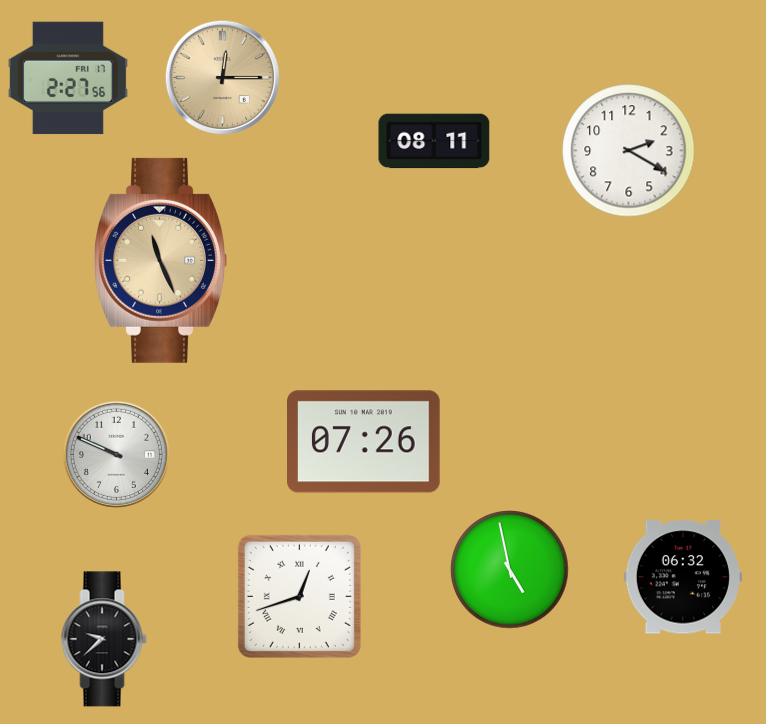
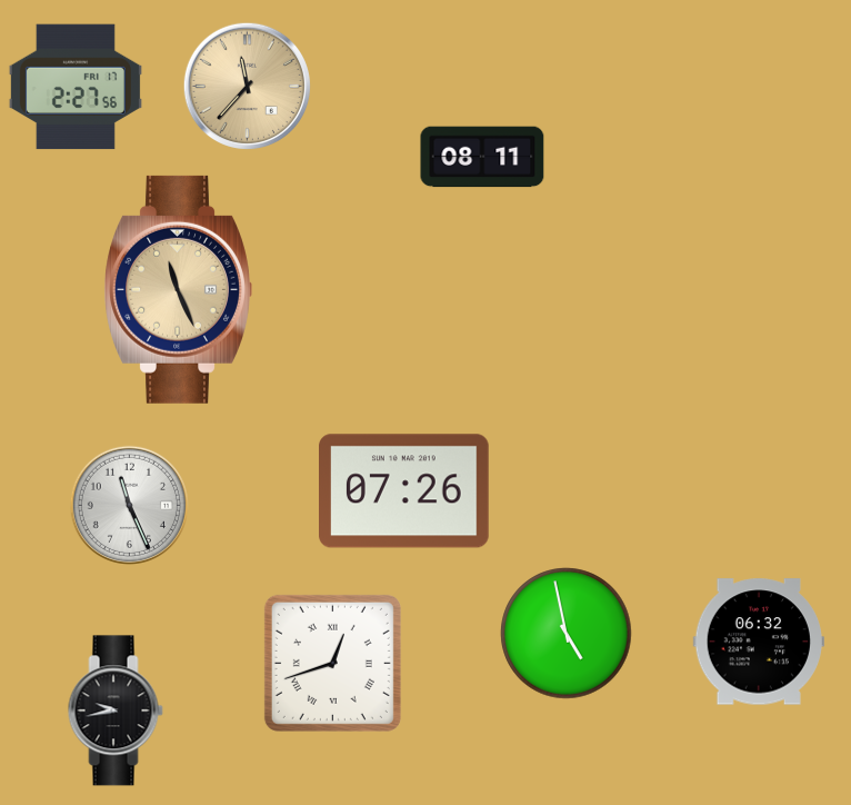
clock at (222, 77): 12:15 -> 11:37
clock at (629, 151): 2:20 -> none
clock at (116, 454): 9:49 -> 11:26
clock at (104, 639): 9:38 -> 9:43
